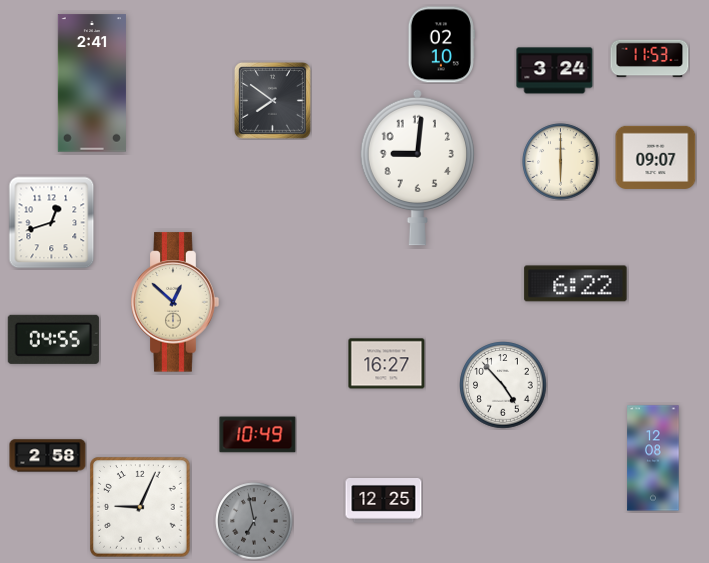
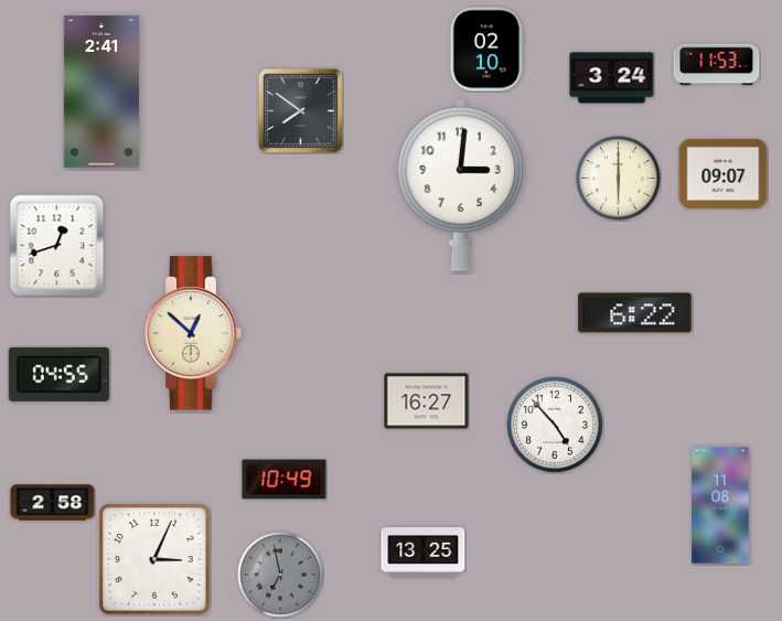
clock at (418, 167): 9:01 -> 3:01
clock at (653, 458): 12:08 -> 11:08
clock at (384, 501): 12:25 -> 13:25
clock at (140, 507): 9:04 -> 3:04
